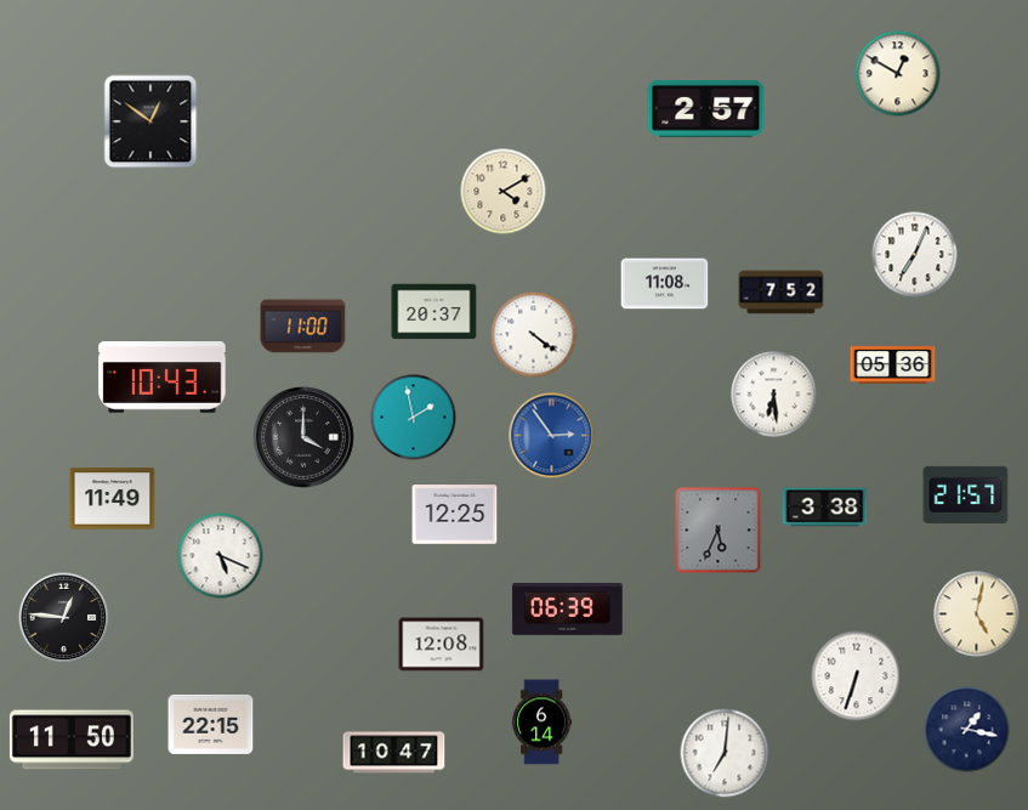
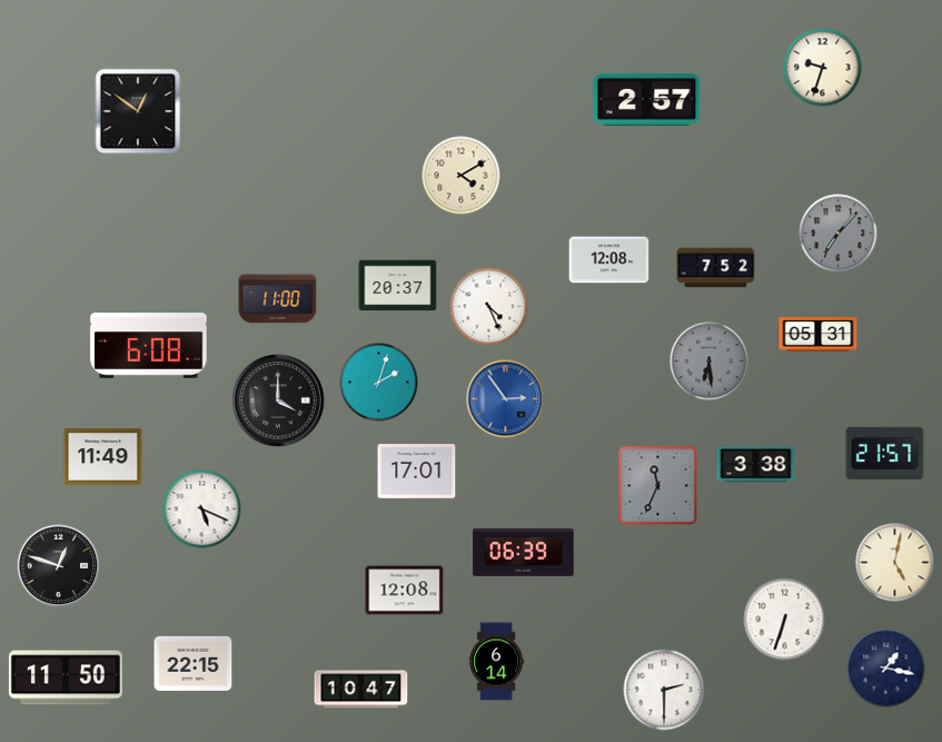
clock at (898, 74): 12:50 -> 9:33
clock at (915, 255): 7:04 -> 7:07
clock at (915, 255) dial: white -> grey
clock at (665, 284): 11:08 -> 12:08
clock at (534, 335): 4:21 -> 4:26
clock at (893, 366): 05:36 -> 05:31
clock at (163, 378): 10:43 -> 6:08
clock at (774, 395) dial: white -> grey
clock at (414, 418): 1:58 -> 2:03
clock at (455, 515): 12:25 -> 17:01
clock at (719, 531): 5:34 -> 11:34
clock at (568, 608) position: (568, 608) -> (524, 552)
clock at (64, 618): 12:46 -> 12:48
clock at (725, 753): 7:01 -> 2:30
